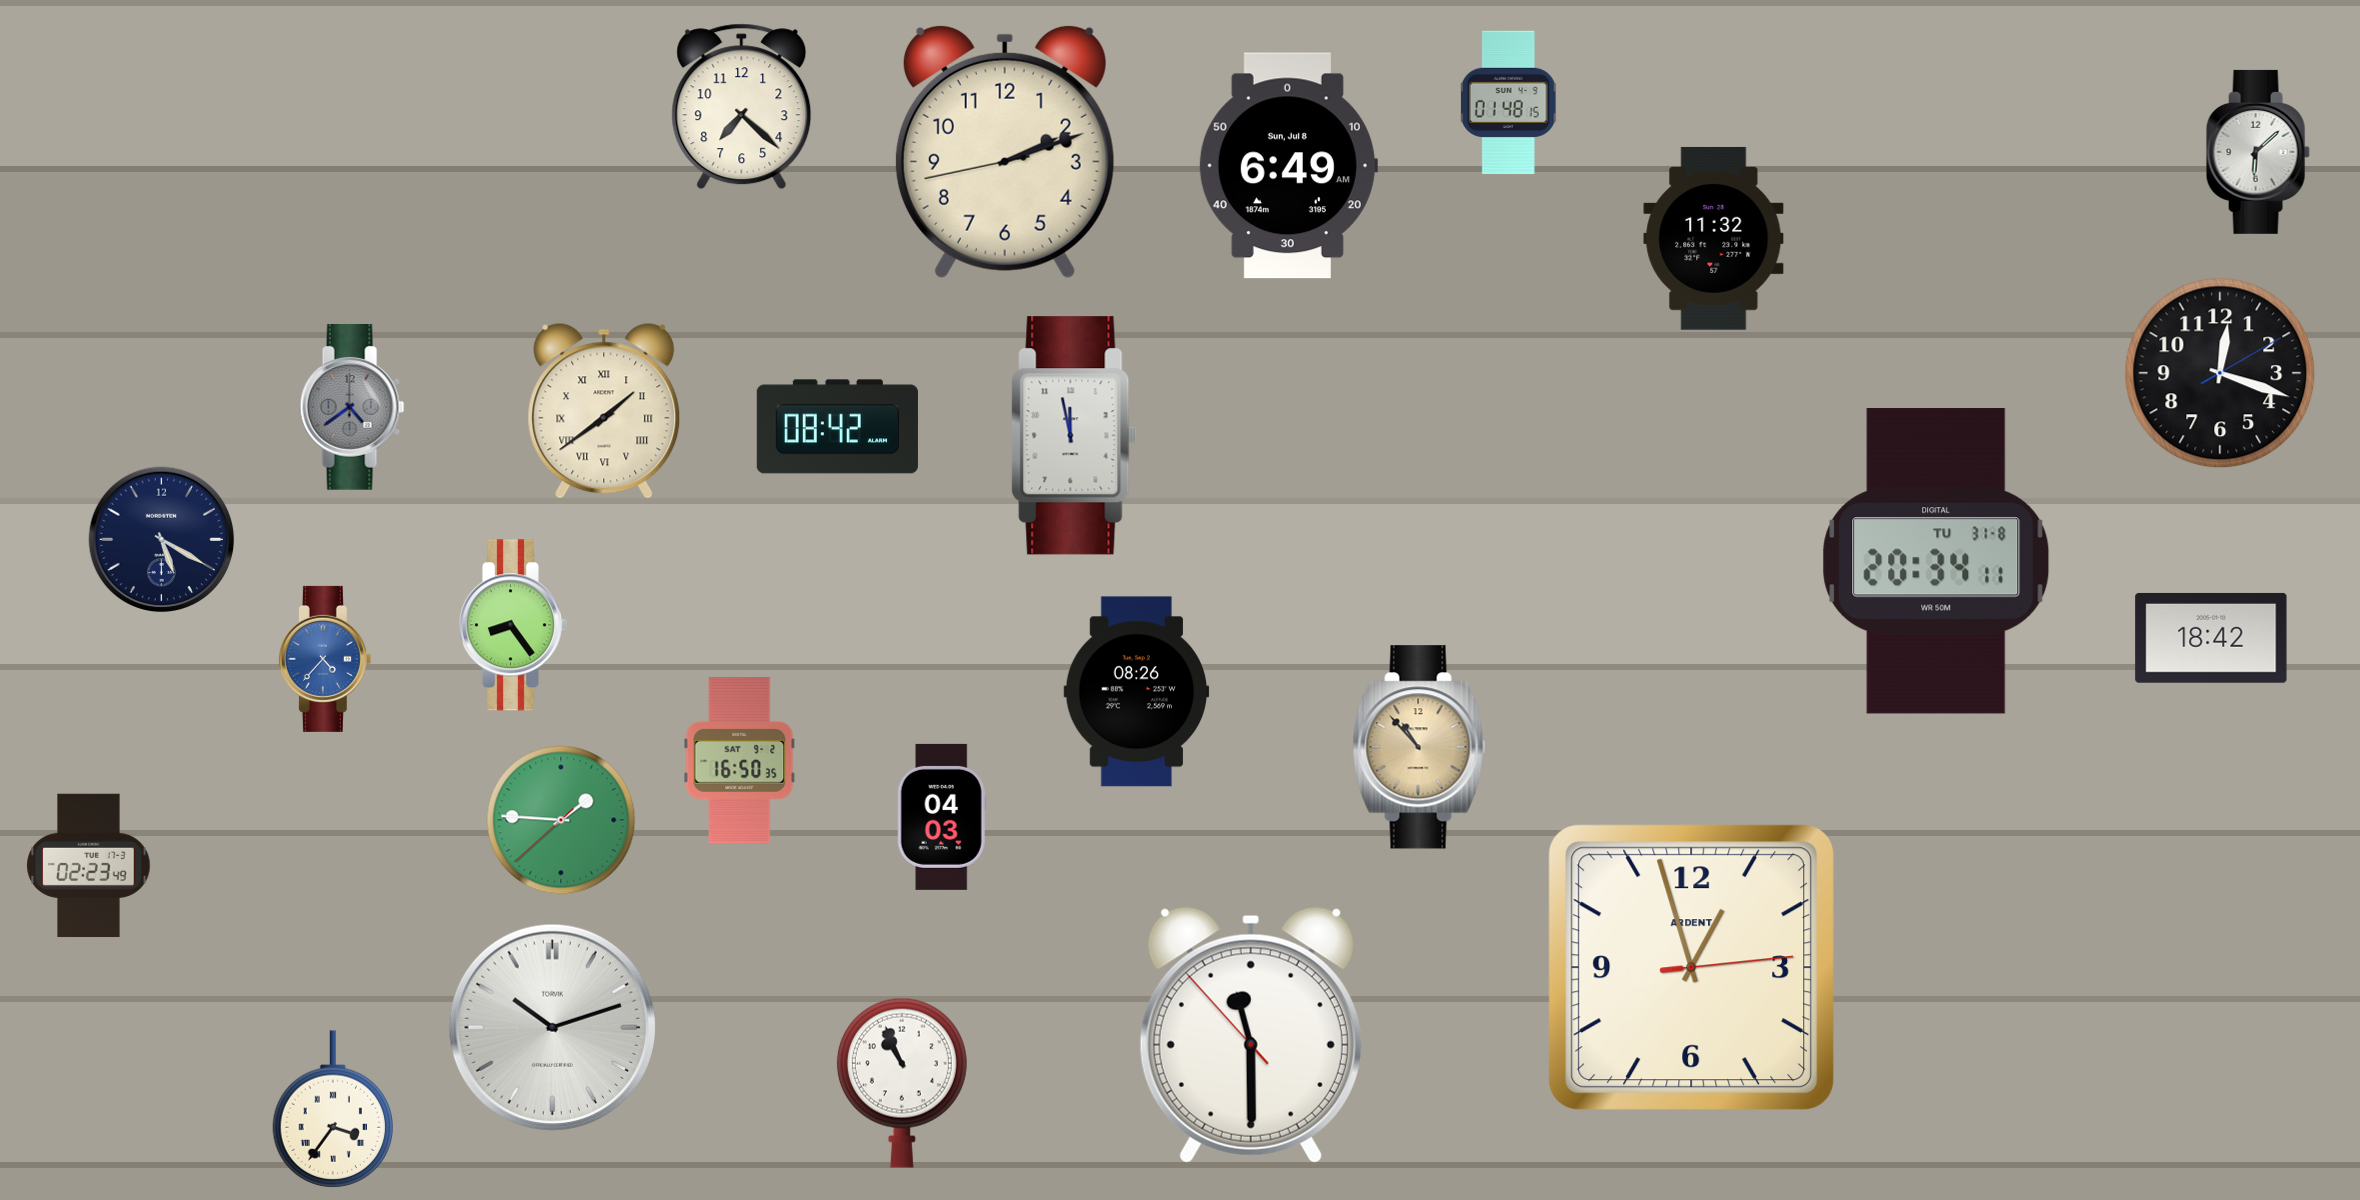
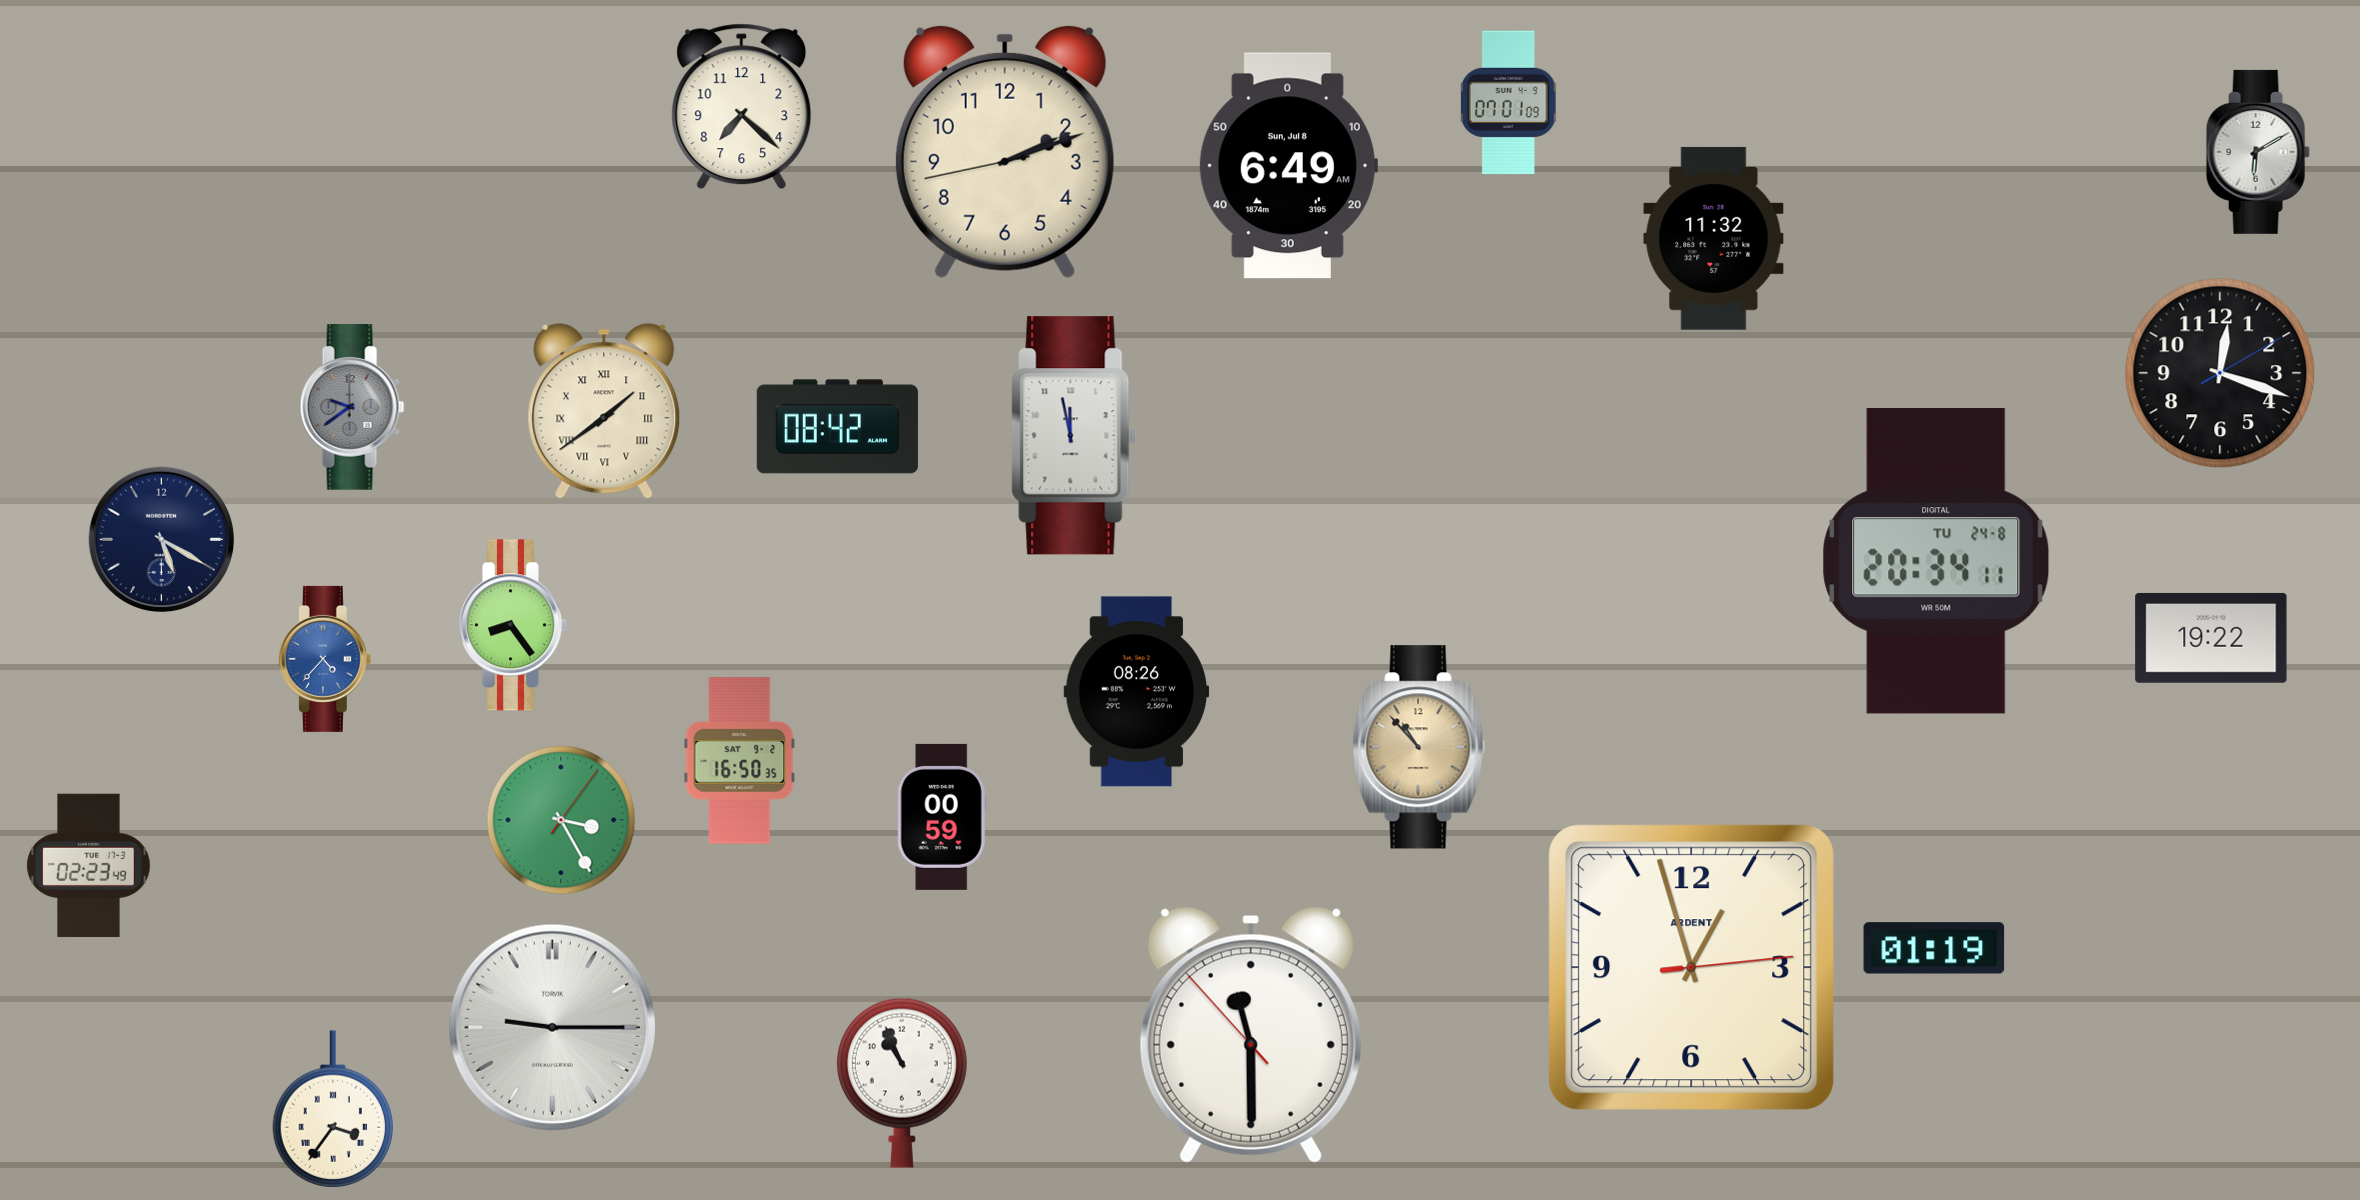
clock at (1508, 103): 01:48 -> 07:01
clock at (2258, 152): 6:08 -> 6:10
clock at (352, 408): 4:39 -> 9:39
clock at (1936, 561) date: TU 31-8 -> TU 24-8
clock at (2211, 638): 18:42 -> 19:22
clock at (942, 817): 04:03 -> 00:59
clock at (561, 820): 1:45 -> 3:25
clock at (1934, 948): none -> 01:19
clock at (552, 1027): 10:12 -> 9:15
